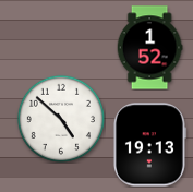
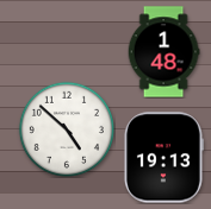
clock at (149, 48): 1:52 -> 1:48
